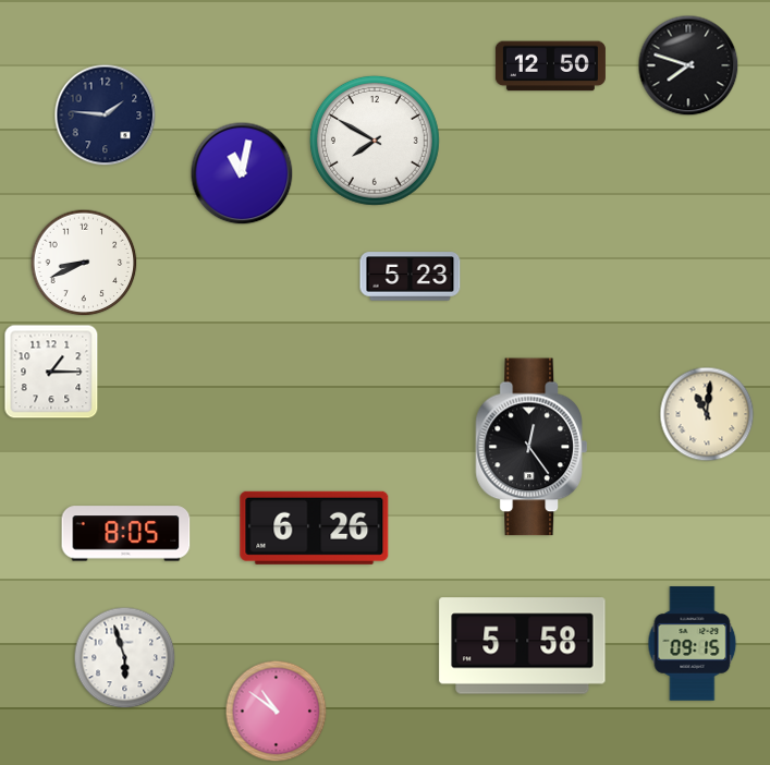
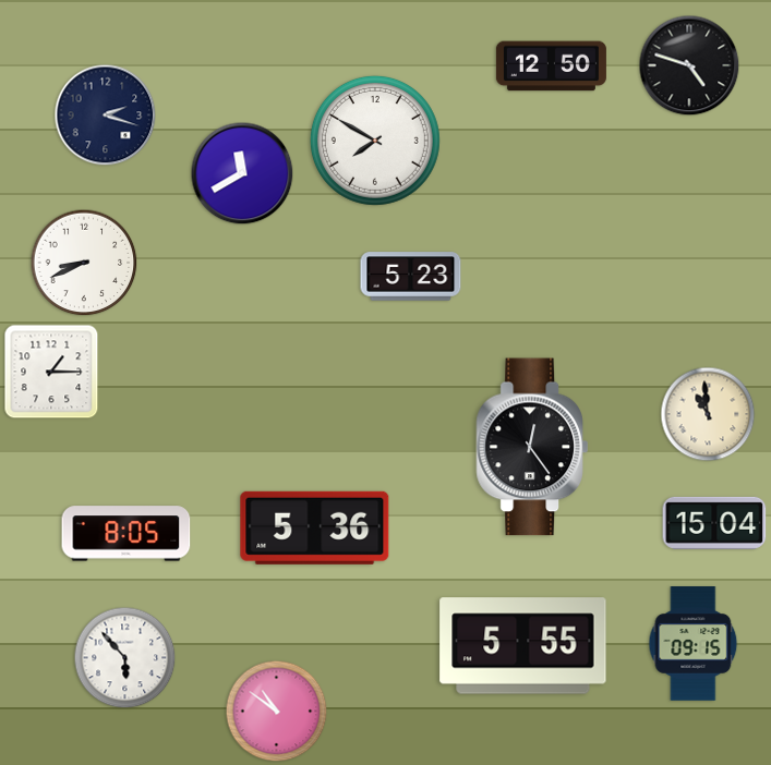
clock at (688, 65): 7:48 -> 4:48
clock at (106, 116): 1:46 -> 2:18
clock at (242, 173): 11:02 -> 11:40
clock at (707, 414): 11:01 -> 10:59
clock at (714, 523): none -> 15:04
clock at (315, 527): 6:26 -> 5:36
clock at (523, 646): 5:58 -> 5:55
clock at (125, 658): 5:57 -> 5:53
